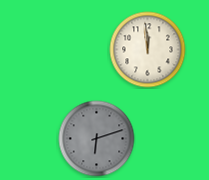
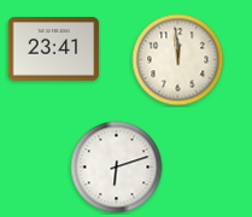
clock at (54, 49): none -> 23:41
clock at (97, 139) dial: grey -> white
